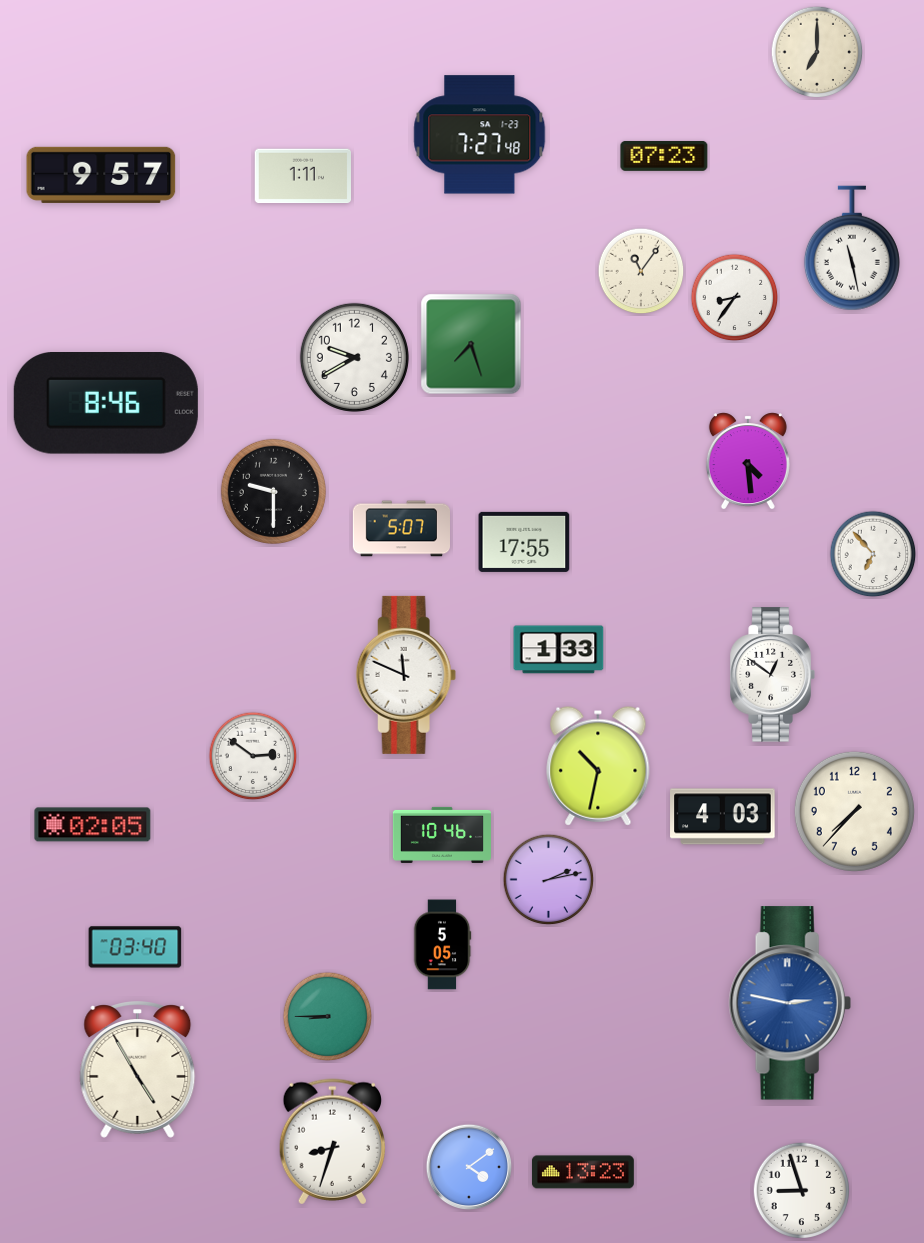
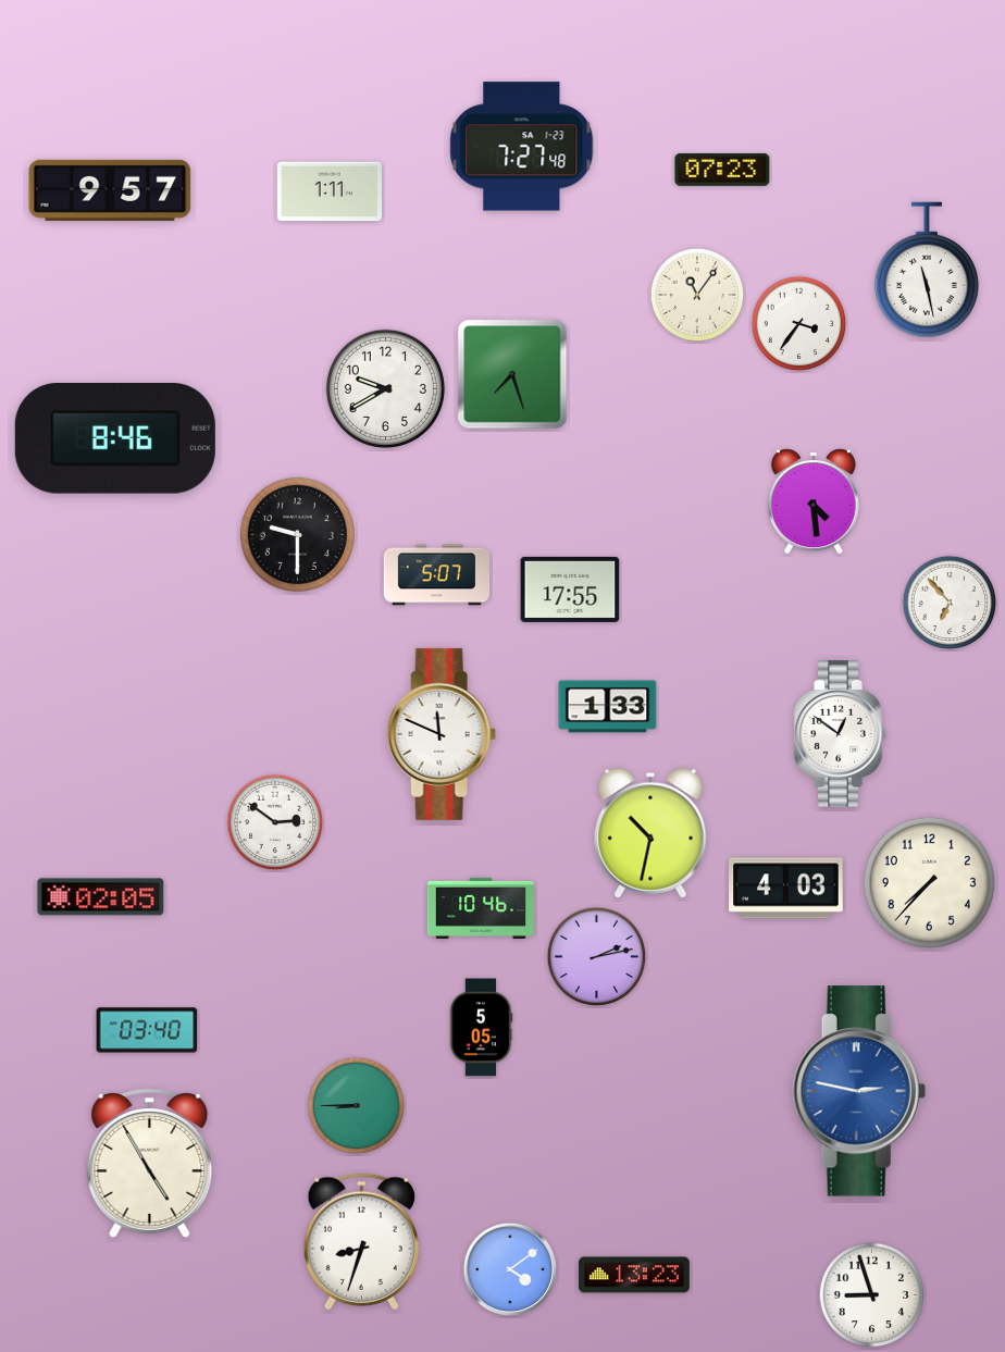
clock at (817, 52): 7:00 -> none
clock at (735, 298): 8:36 -> 3:36
